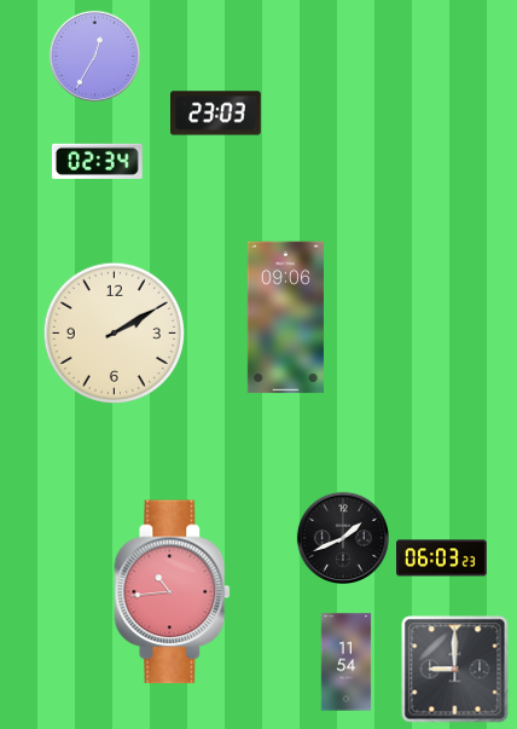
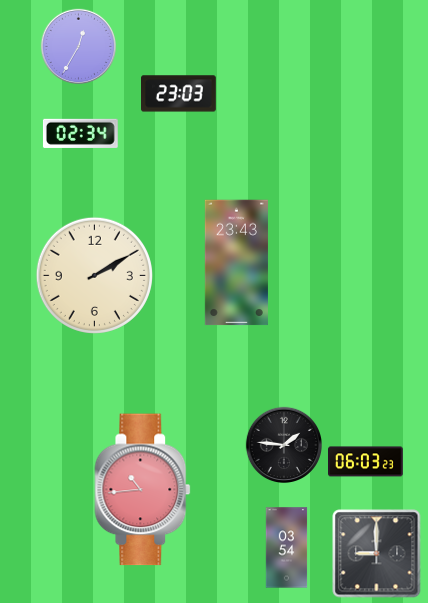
clock at (285, 318): 09:06 -> 23:43
clock at (342, 537): 1:41 -> 1:46
clock at (347, 663): 11:54 -> 03:54
